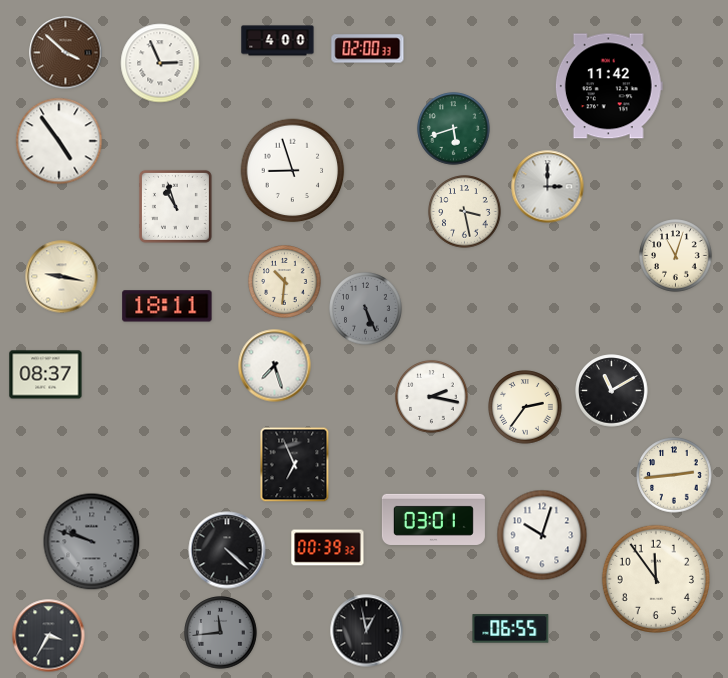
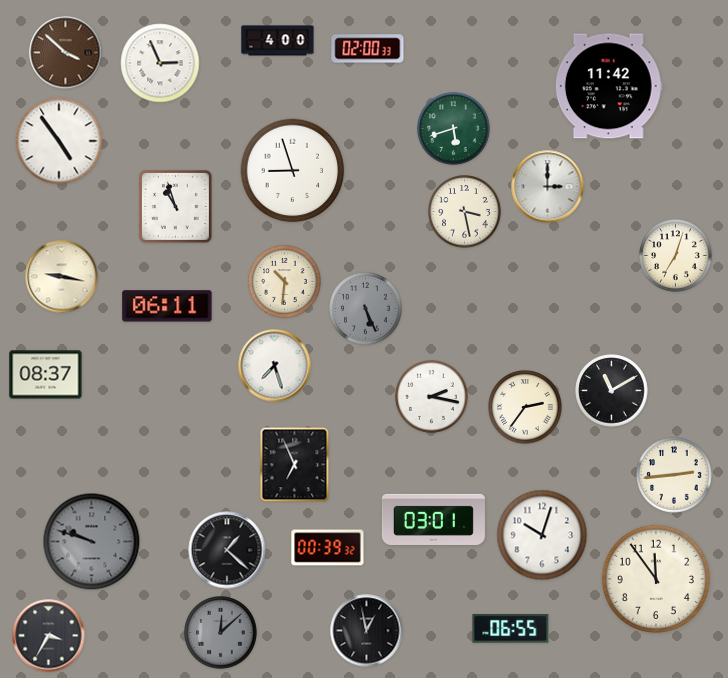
clock at (676, 256): 11:03 -> 7:03
clock at (167, 306): 18:11 -> 06:11
clock at (227, 550): 4:22 -> 1:22
clock at (221, 633): 11:44 -> 12:08
